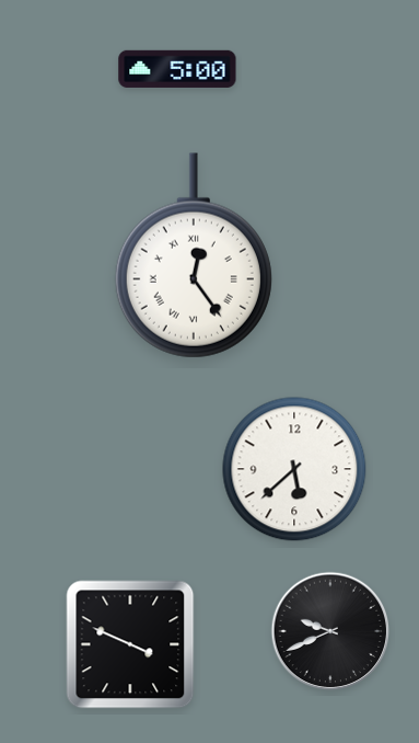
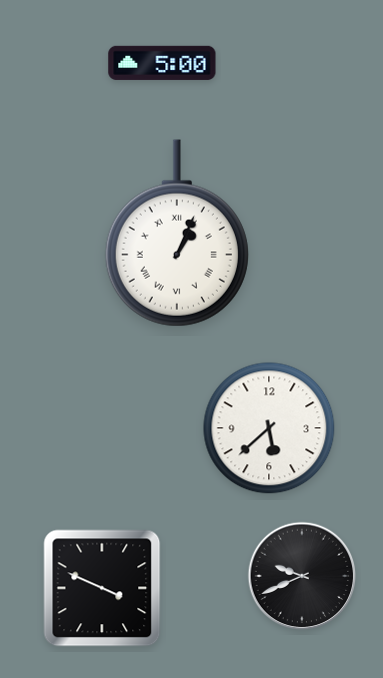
clock at (194, 255): 12:24 -> 1:04
clock at (130, 644) position: (130, 644) -> (102, 588)
